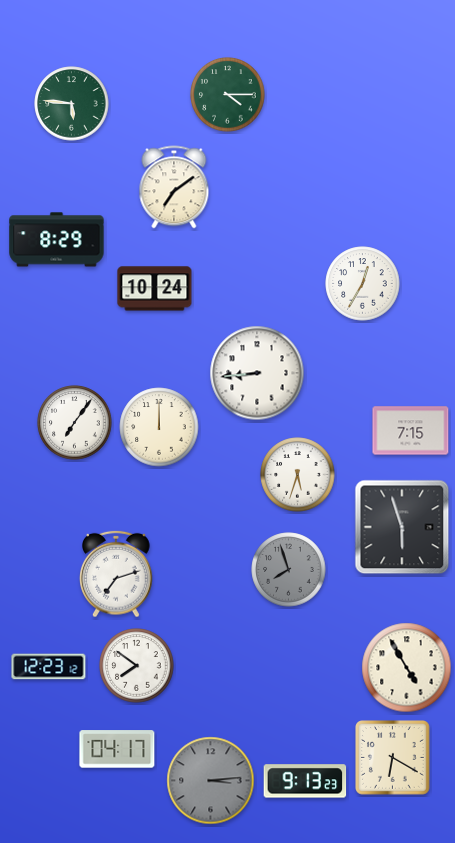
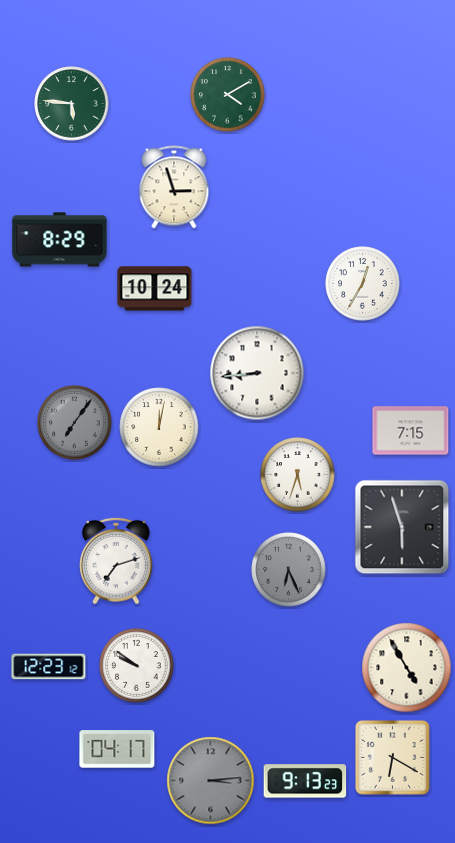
clock at (228, 95): 4:15 -> 4:10
clock at (174, 187): 7:09 -> 2:57
clock at (57, 240) position: (57, 240) -> (60, 240)
clock at (75, 423) dial: white -> grey
clock at (159, 427): 12:00 -> 12:02
clock at (289, 570): 7:57 -> 6:26
clock at (117, 574) position: (117, 574) -> (117, 561)
clock at (137, 666): 7:51 -> 9:51
